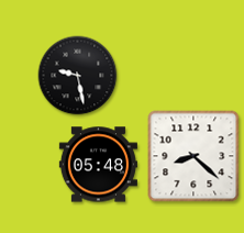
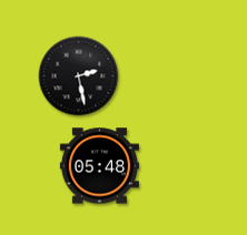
clock at (78, 76): 9:28 -> 2:28
clock at (193, 156): 8:22 -> none
